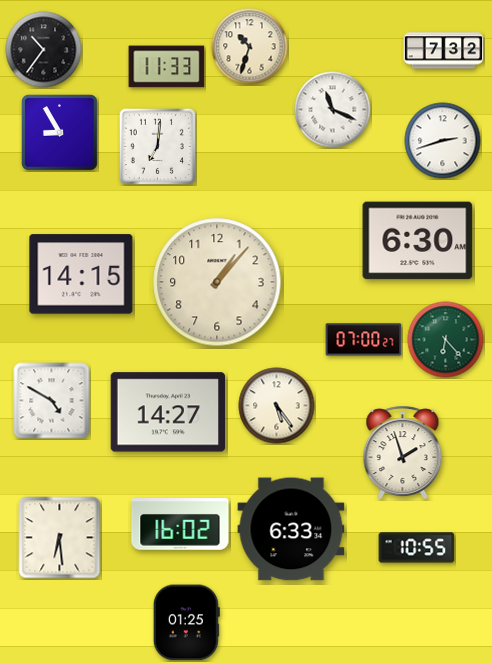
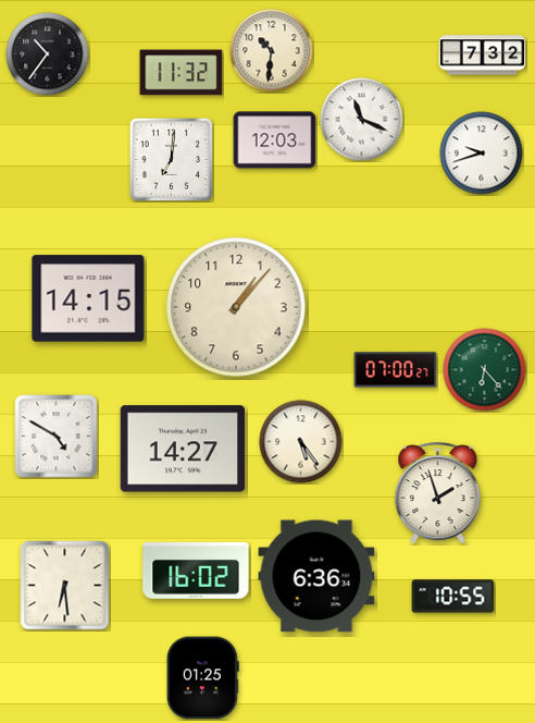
clock at (250, 47): 10:33 -> 10:31
clock at (167, 67): 11:33 -> 11:32
clock at (275, 140): none -> 12:03
clock at (60, 133): 8:55 -> none
clock at (443, 141): 2:42 -> 9:42
clock at (418, 241): 6:30 -> none
clock at (291, 529): 6:33 -> 6:36
